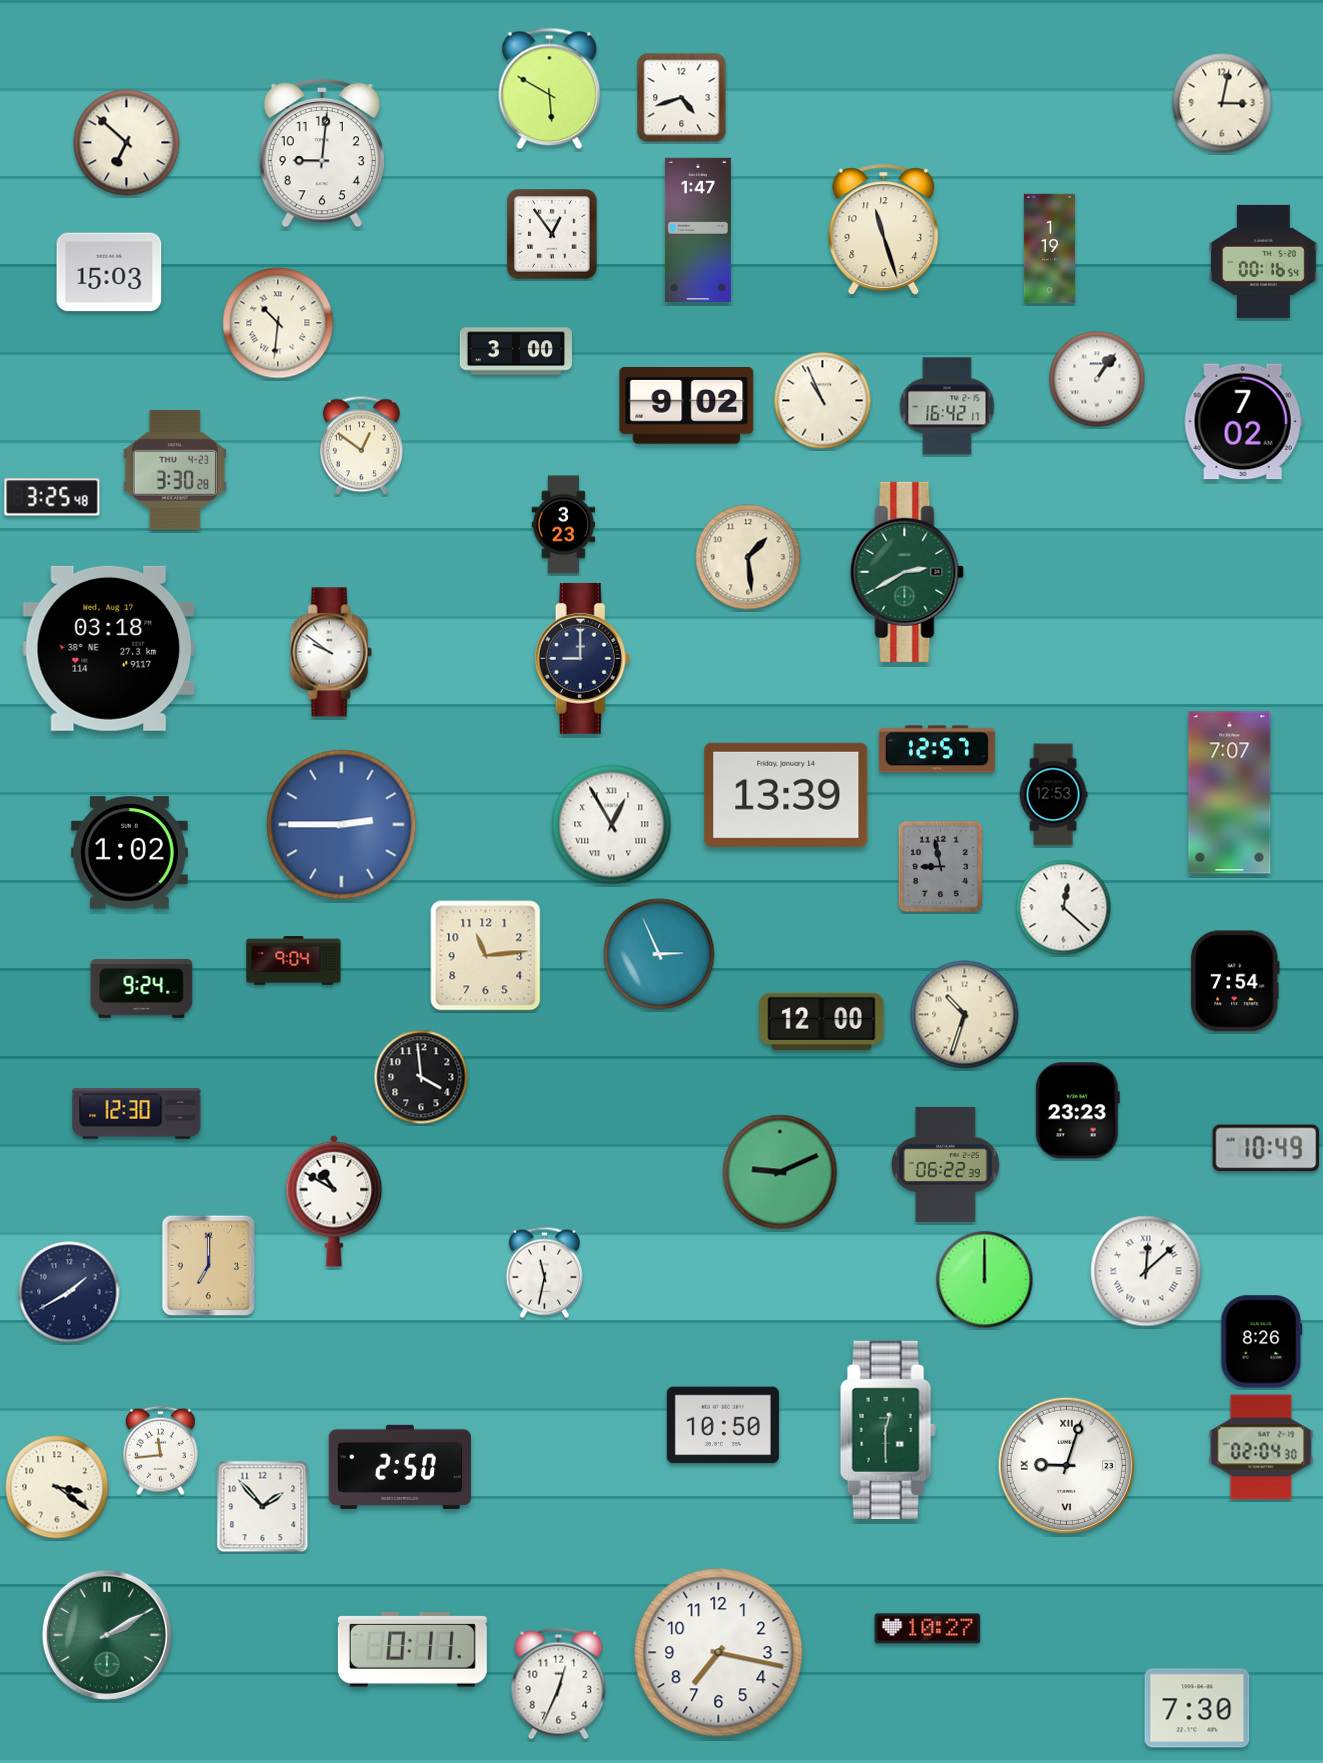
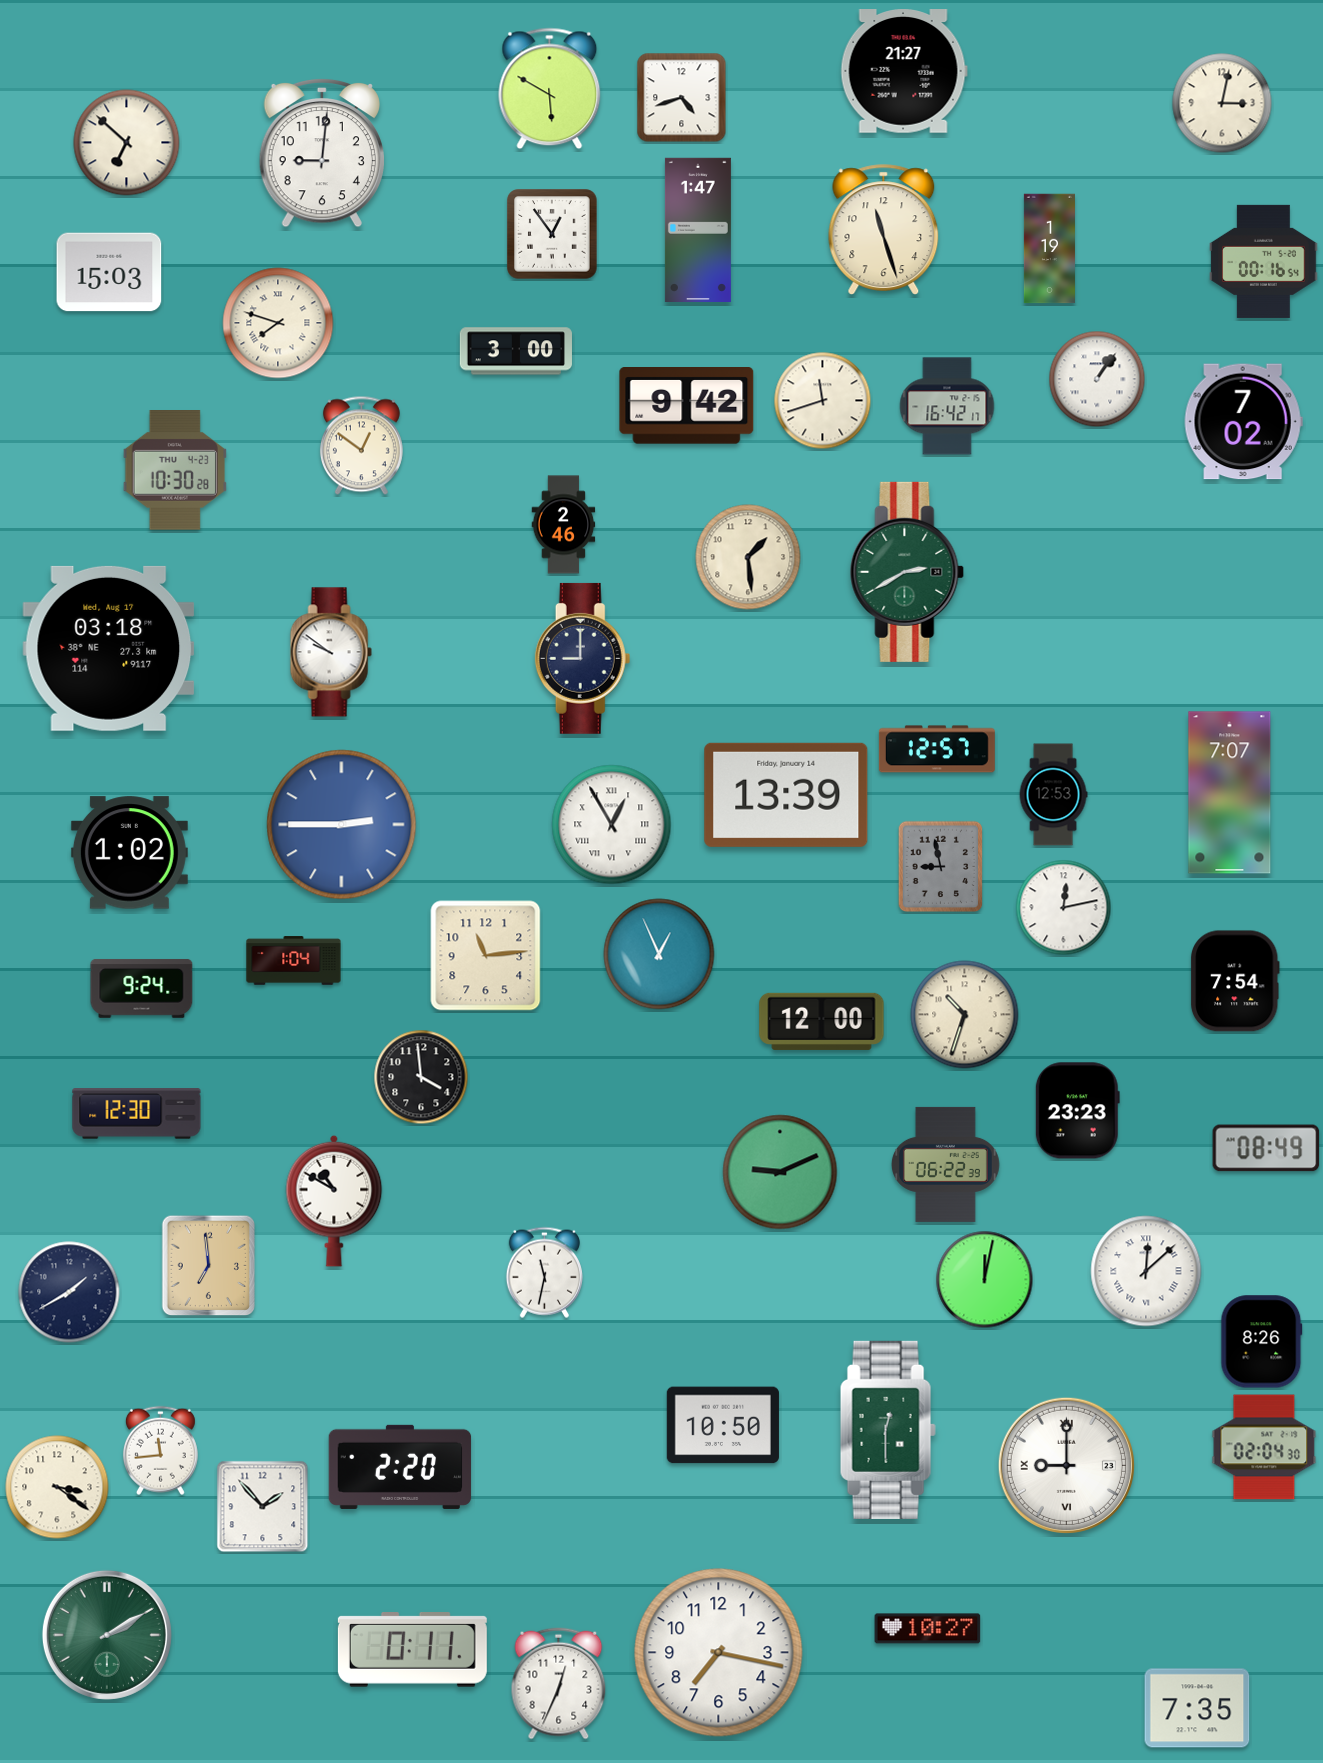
clock at (904, 72): none -> 21:27
clock at (278, 323): 10:31 -> 7:48
clock at (823, 401): 10:56 -> 11:42
clock at (687, 406): 9:02 -> 9:42
clock at (175, 471): 3:30 -> 10:30
clock at (52, 497): 3:25 -> none
clock at (564, 525): 3:23 -> 2:46
clock at (1064, 908): 12:22 -> 12:13
clock at (659, 954): 2:56 -> 12:56
clock at (294, 961): 9:04 -> 1:04
clock at (1266, 1148): 10:49 -> 08:49
clock at (209, 1266): 7:00 -> 6:59
clock at (985, 1280): 12:00 -> 12:02
clock at (1261, 1447) position: (1261, 1447) -> (1264, 1447)
clock at (1066, 1465): 9:03 -> 9:00
clock at (400, 1467): 2:50 -> 2:20
clock at (1197, 1708): 7:30 -> 7:35
